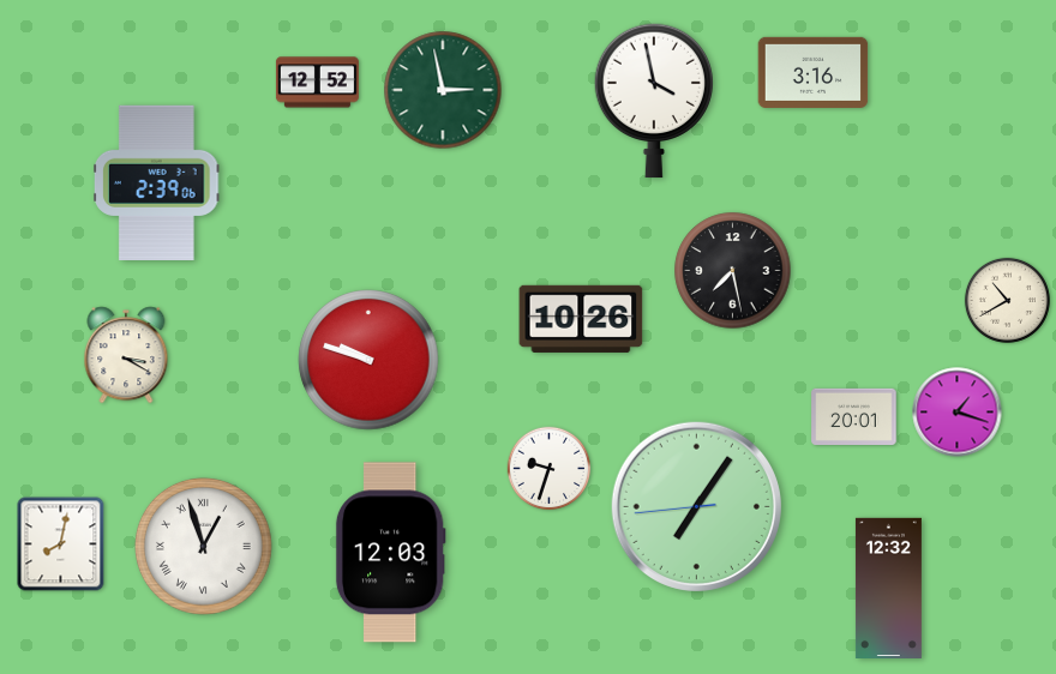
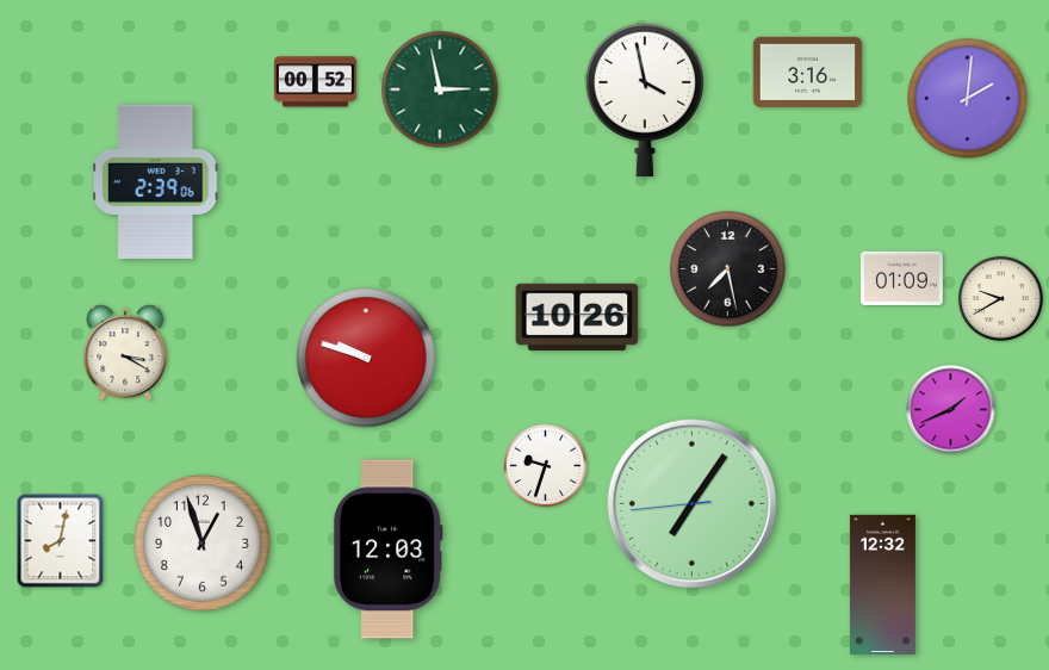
clock at (317, 83): 12:52 -> 00:52
clock at (968, 99): none -> 2:01
clock at (653, 101) position: (653, 101) -> (644, 100)
clock at (901, 278): none -> 01:09
clock at (1007, 300): 10:40 -> 9:40
clock at (958, 413): 1:18 -> 1:41
clock at (854, 416): 20:01 -> none
clock at (203, 546) numerals: Roman -> Arabic
